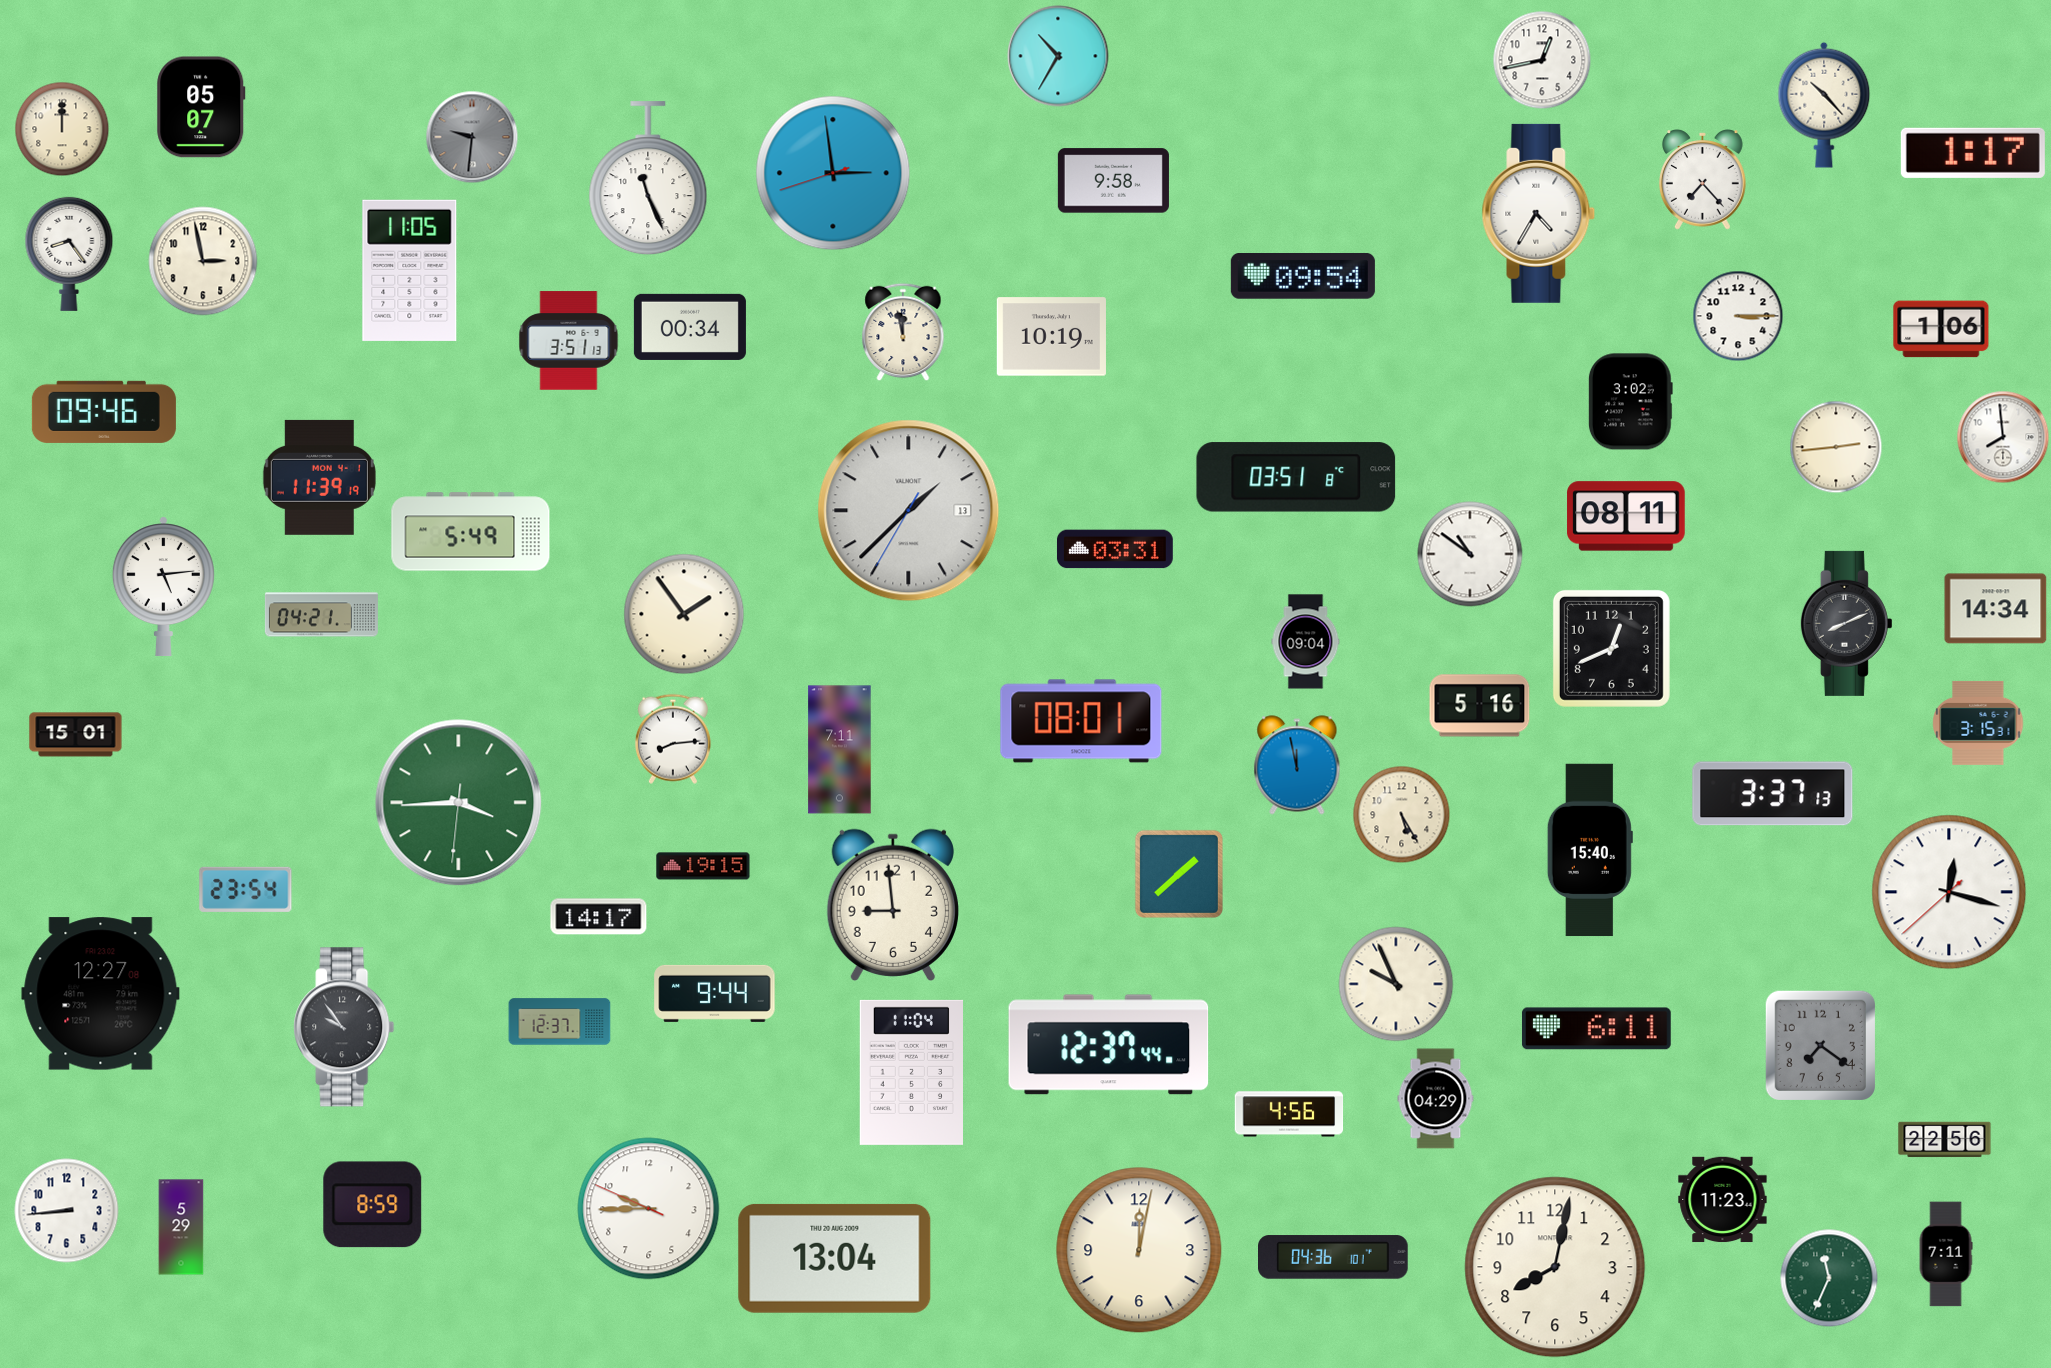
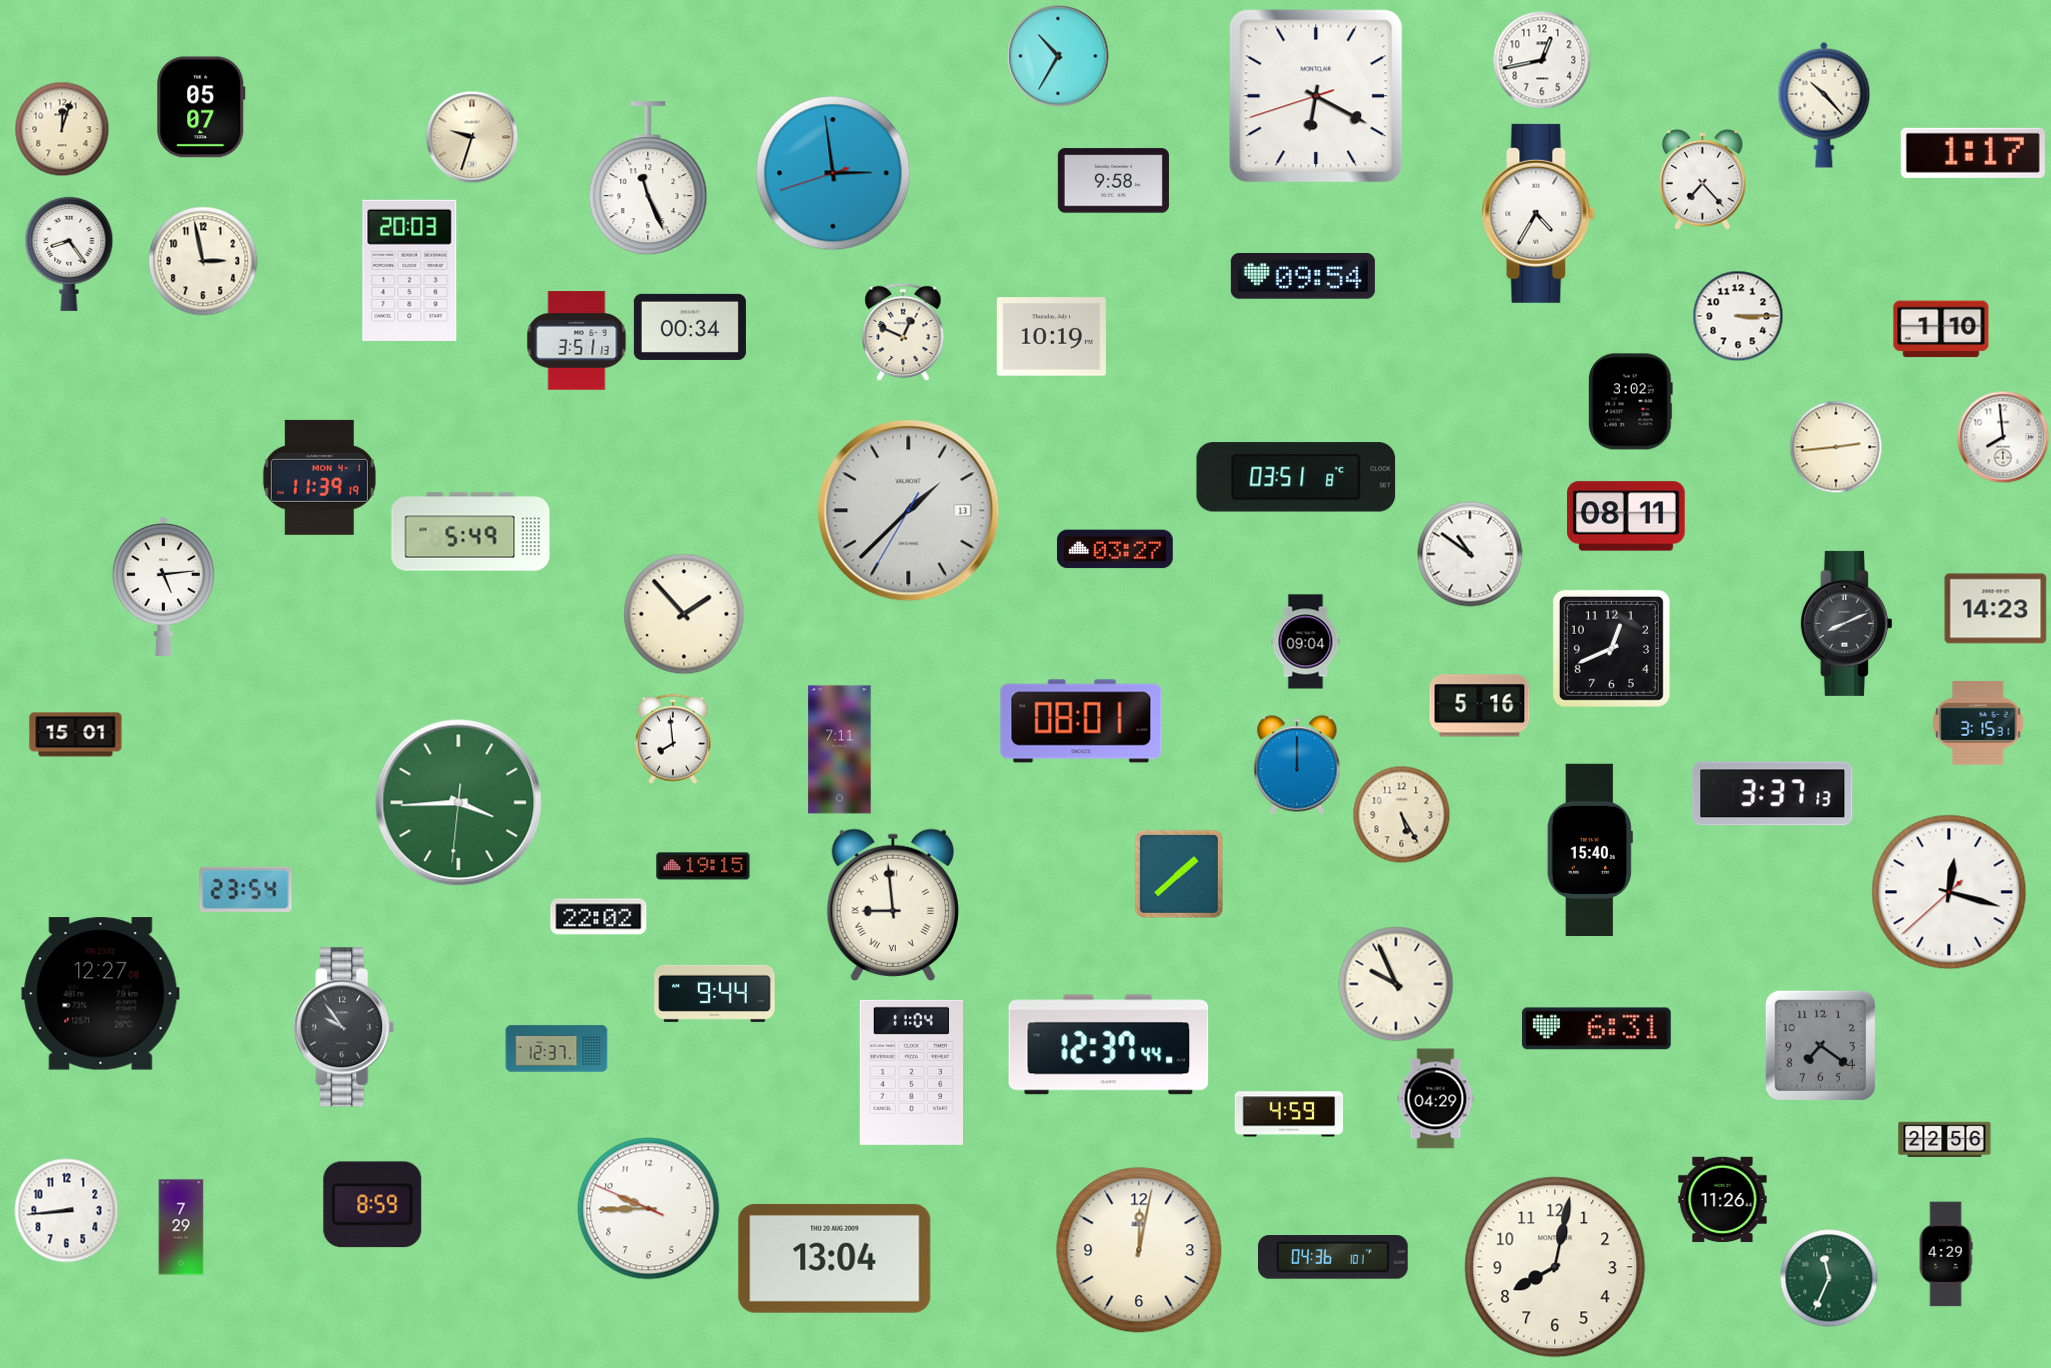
clock at (1316, 96): none -> 6:19
clock at (62, 129): 12:00 -> 12:03
clock at (472, 137): 9:31 -> 9:33
clock at (472, 137) dial: grey -> cream
clock at (410, 270): 11:05 -> 20:03
clock at (1941, 329): 1:06 -> 1:10
clock at (903, 332): 11:58 -> 12:49
clock at (569, 341) position: (569, 341) -> (577, 341)
clock at (104, 412): 09:46 -> none
clock at (1115, 549): 03:31 -> 03:27
clock at (1996, 609): 14:34 -> 14:23
clock at (684, 614): 1:54 -> 1:53
clock at (321, 615): 04:21 -> none
clock at (673, 739): 8:14 -> 7:59
clock at (1297, 765): 11:58 -> 12:00
clock at (893, 904) numerals: Arabic -> Roman
clock at (599, 917): 14:17 -> 22:02
clock at (560, 1022) position: (560, 1022) -> (557, 1049)
clock at (1596, 1029): 6:11 -> 6:31
clock at (1289, 1114): 4:56 -> 4:59
clock at (1723, 1200): 11:23 -> 11:26
clock at (181, 1227): 5:29 -> 7:29
clock at (1946, 1254): 7:11 -> 4:29
